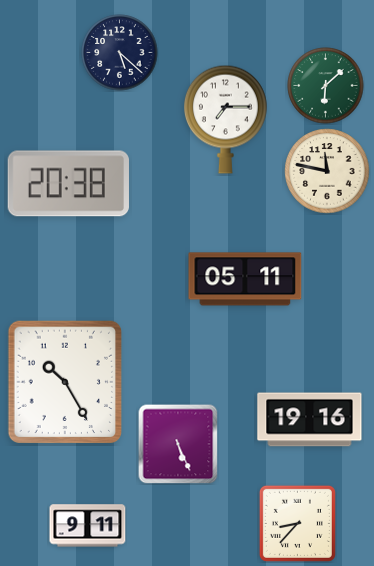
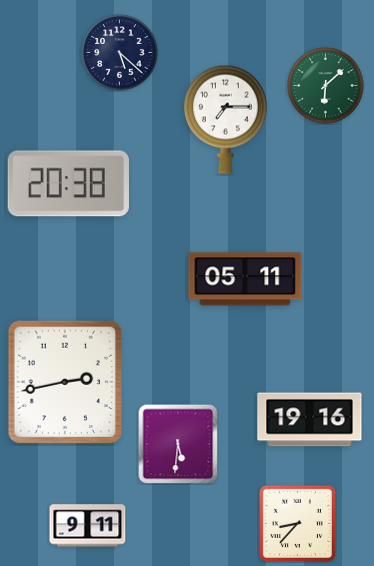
clock at (327, 171): 11:47 -> none
clock at (65, 382): 10:25 -> 2:43
clock at (178, 444): 5:26 -> 5:31
